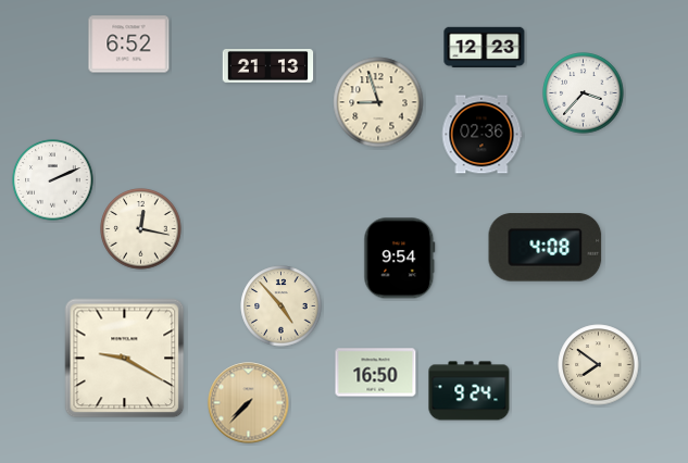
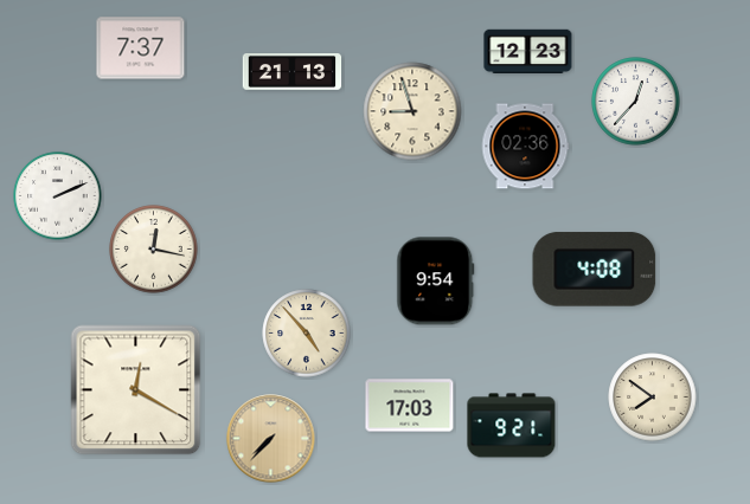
clock at (129, 45): 6:52 -> 7:37
clock at (584, 93): 3:37 -> 12:37
clock at (125, 359): 9:20 -> 12:20
clock at (376, 373): 16:50 -> 17:03
clock at (470, 391): 9:24 -> 9:21
